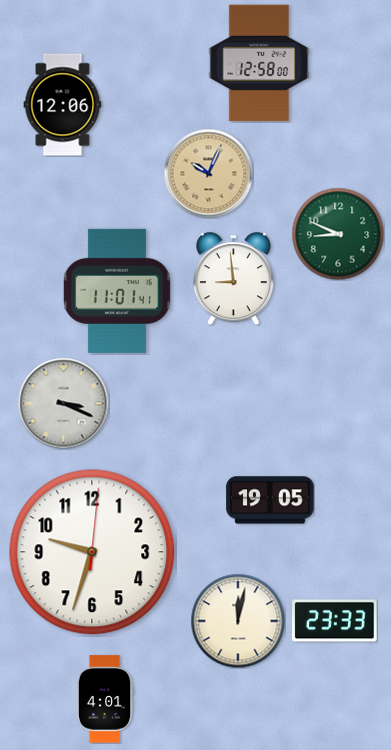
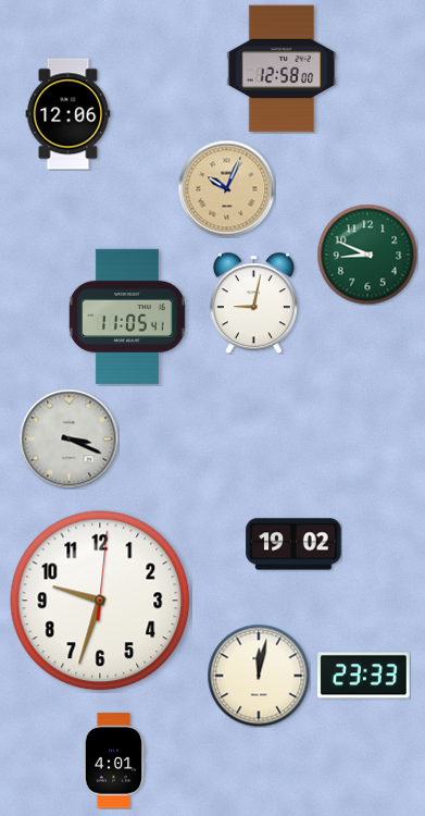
clock at (233, 278): 8:59 -> 9:02
clock at (117, 291): 11:01 -> 11:05
clock at (270, 500): 19:05 -> 19:02
